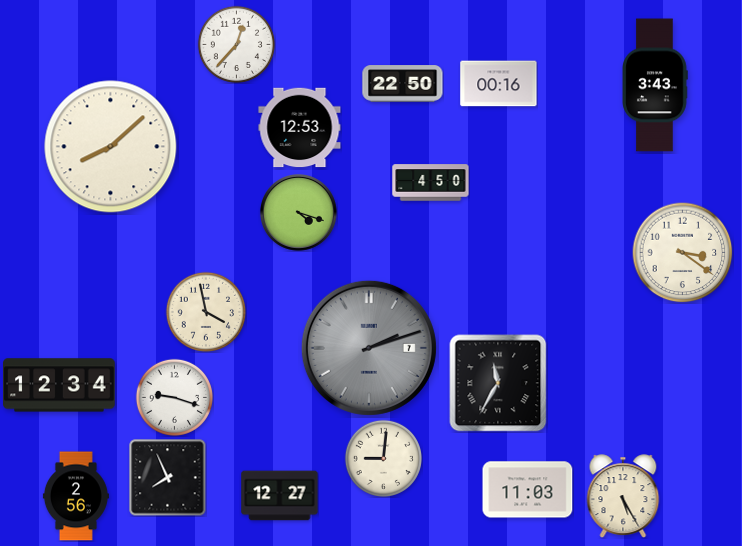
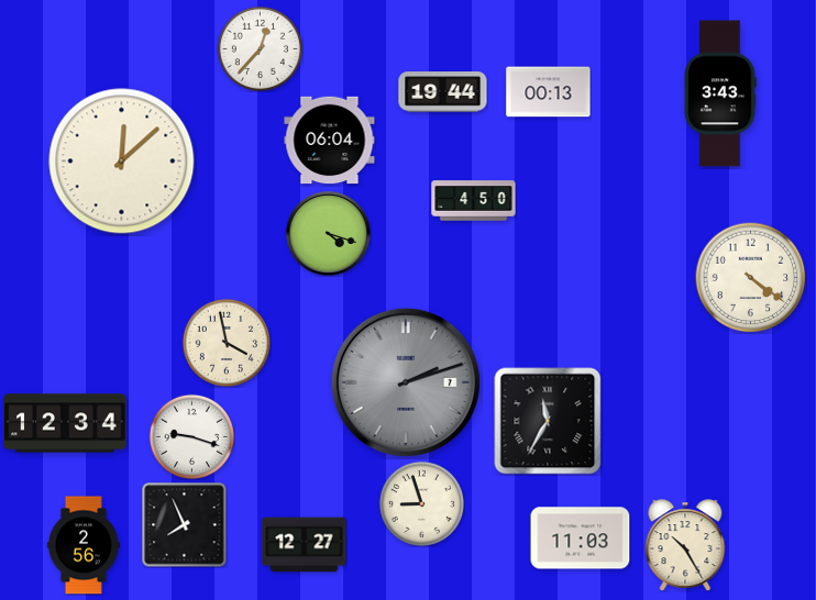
clock at (403, 84): 22:50 -> 19:44
clock at (499, 84): 00:16 -> 00:13
clock at (300, 128): 12:53 -> 06:04
clock at (111, 147): 8:08 -> 12:08
clock at (683, 253): 3:21 -> 4:21
clock at (383, 458): 9:01 -> 8:57
clock at (280, 496) position: (280, 496) -> (305, 545)
clock at (623, 496): 5:25 -> 10:25
